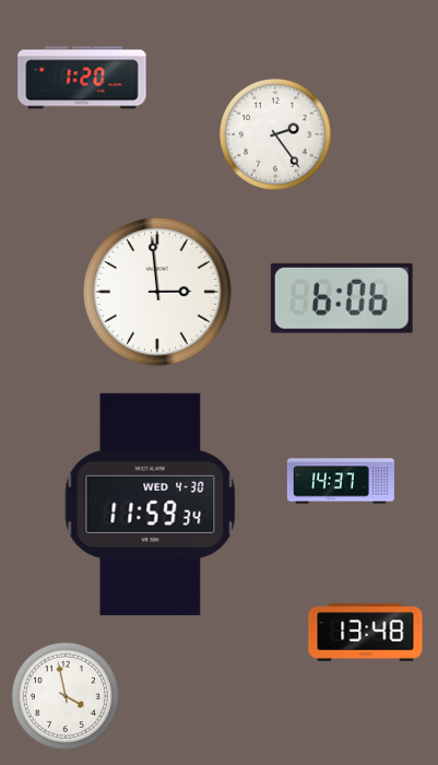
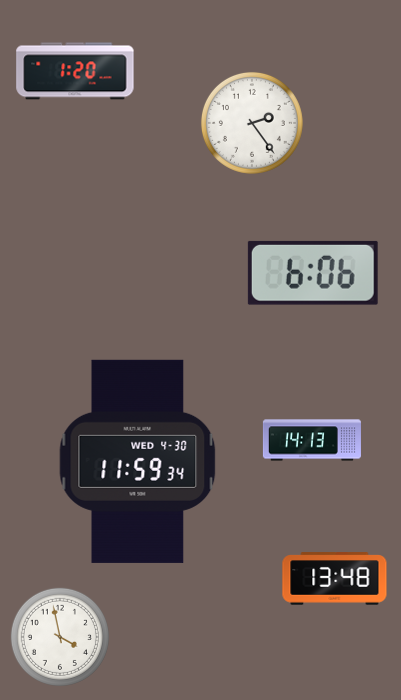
clock at (157, 292): 2:59 -> none
clock at (341, 481): 14:37 -> 14:13
